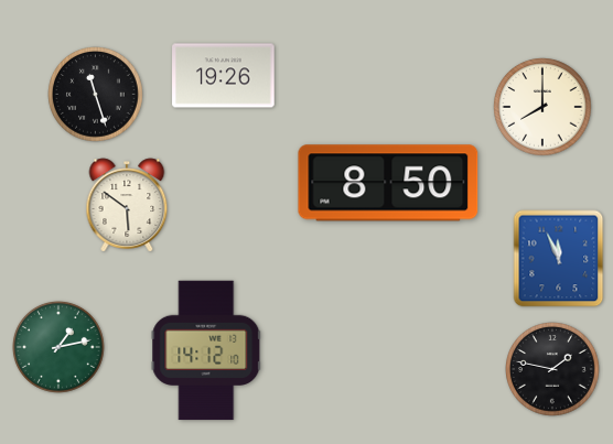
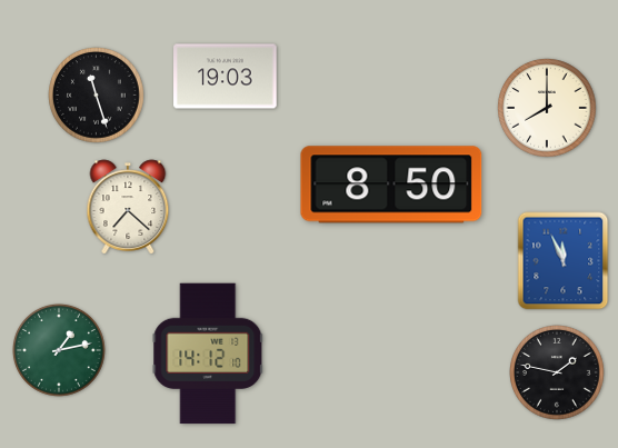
clock at (224, 76): 19:26 -> 19:03
clock at (127, 205): 5:51 -> 7:22
